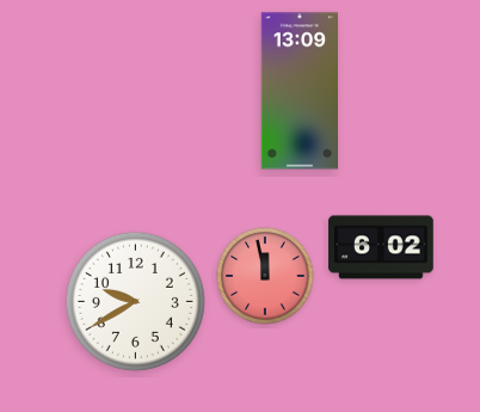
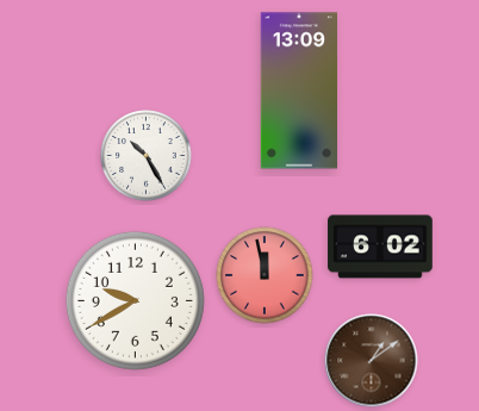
clock at (147, 156): none -> 10:25
clock at (372, 361): none -> 1:09
